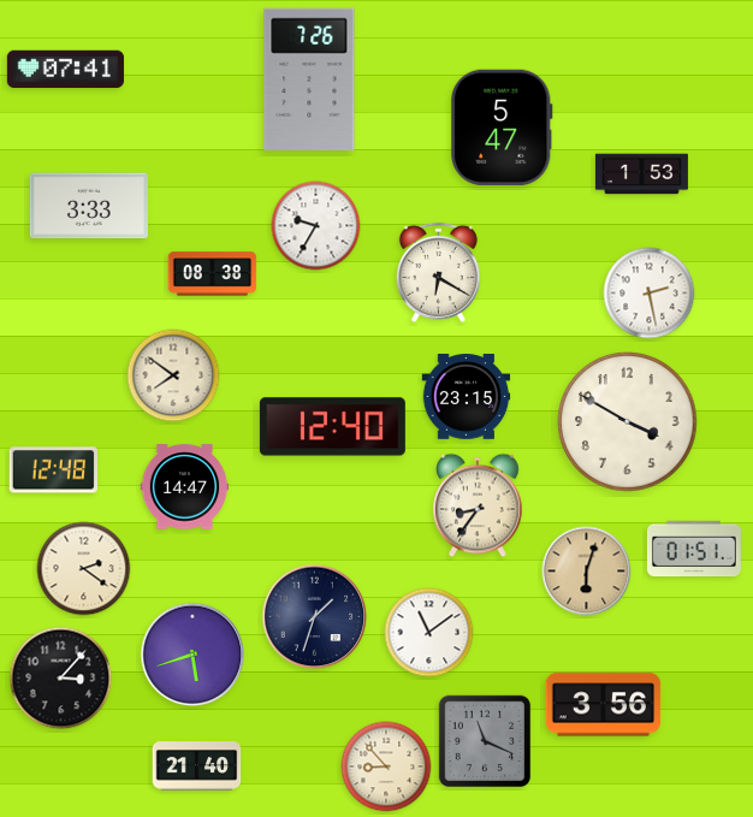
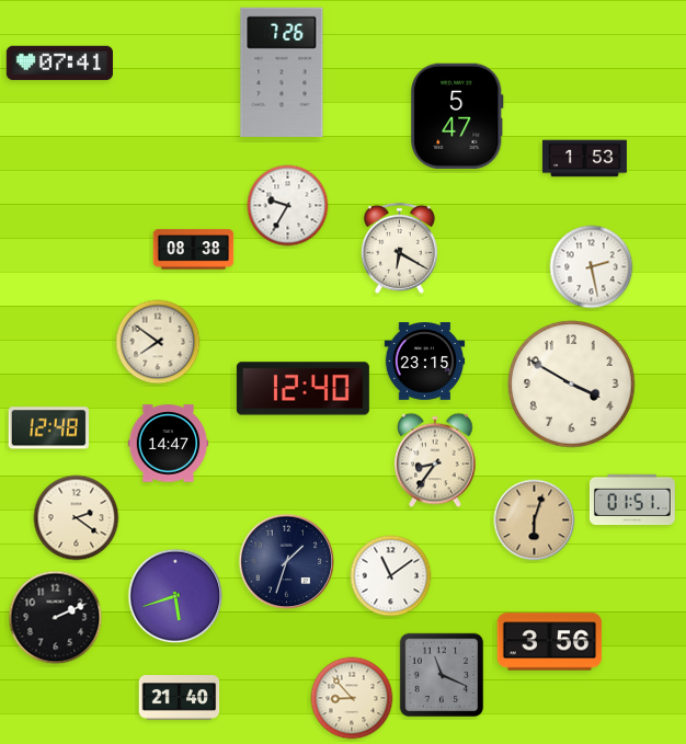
clock at (89, 206): 3:33 -> none
clock at (61, 679): 3:07 -> 2:11
